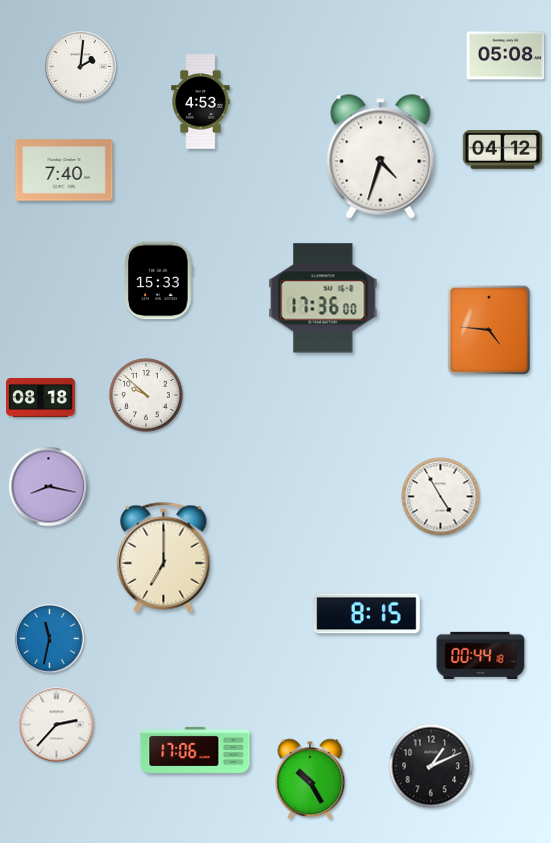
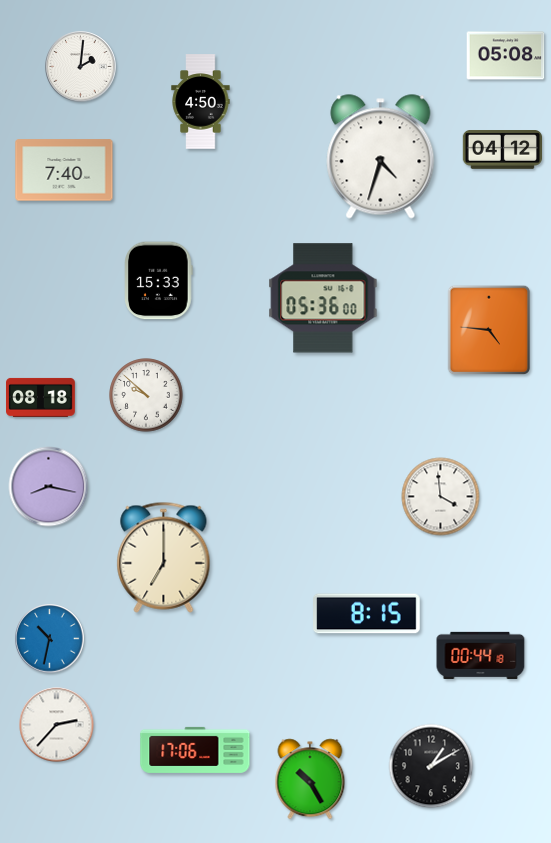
clock at (201, 102): 4:53 -> 4:50
clock at (323, 298): 17:36 -> 05:36
clock at (441, 497): 4:55 -> 3:59
clock at (50, 639): 11:32 -> 10:32
clock at (431, 766): 1:11 -> 1:10
